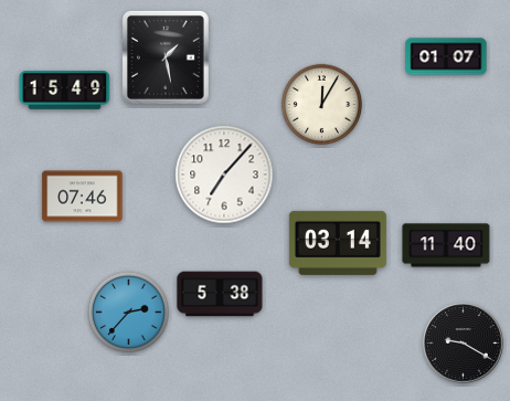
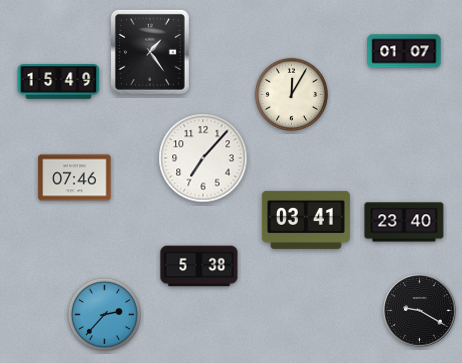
clock at (166, 57): 1:28 -> 1:24
clock at (338, 243): 03:14 -> 03:41
clock at (446, 245): 11:40 -> 23:40
clock at (128, 312) position: (128, 312) -> (104, 314)
